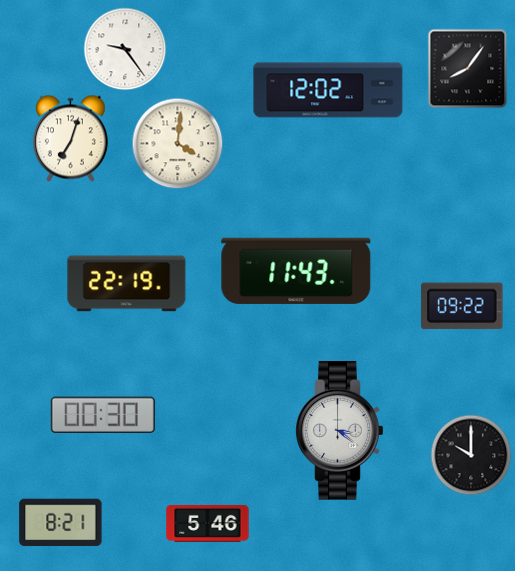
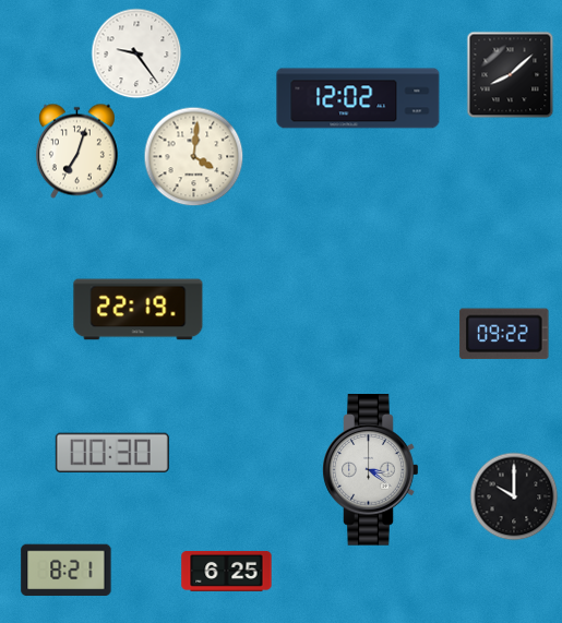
clock at (468, 69): 8:06 -> 8:08
clock at (296, 271): 11:43 -> none
clock at (208, 523): 5:46 -> 6:25
